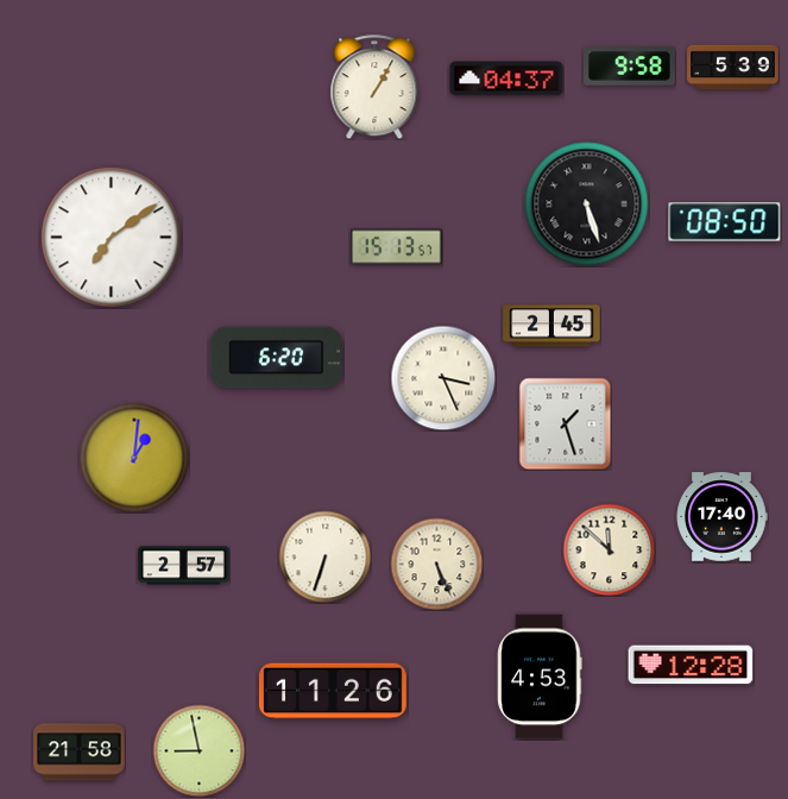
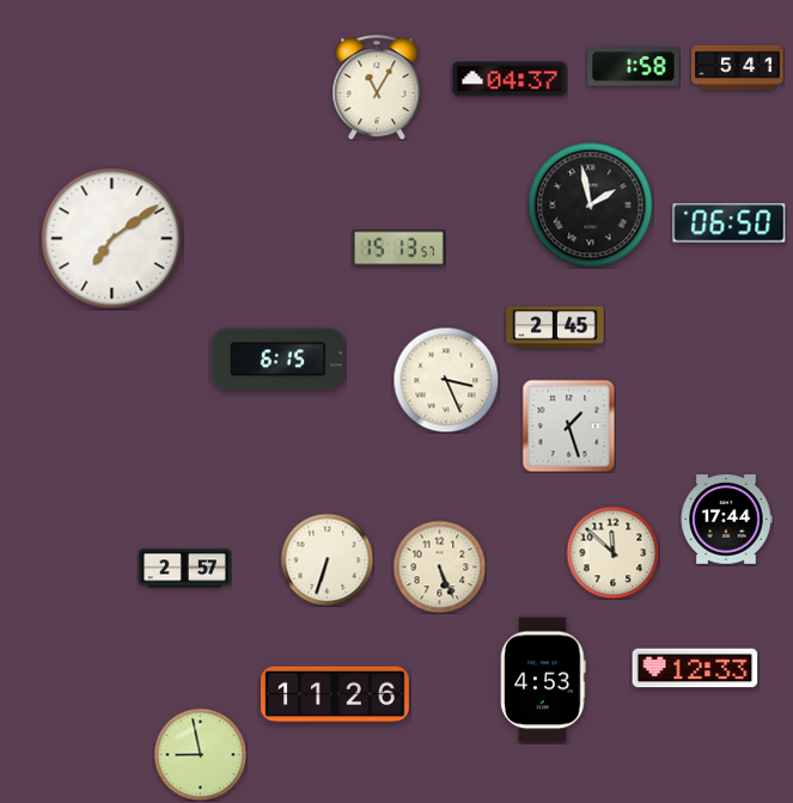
clock at (630, 67): 9:58 -> 1:58
clock at (733, 68): 5:39 -> 5:41
clock at (374, 87): 1:05 -> 11:05
clock at (587, 205): 5:27 -> 1:58
clock at (725, 222): 08:50 -> 06:50
clock at (277, 358): 6:20 -> 6:15
clock at (134, 458): 1:01 -> none
clock at (721, 517): 17:40 -> 17:44
clock at (691, 665): 12:28 -> 12:33
clock at (80, 753): 21:58 -> none
